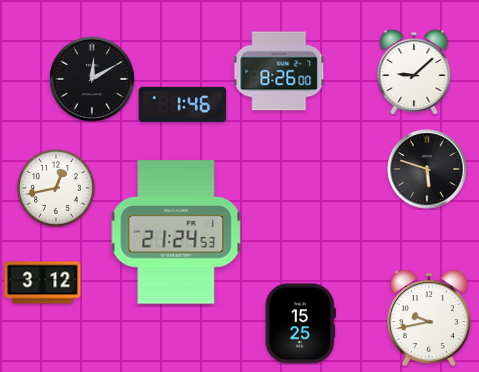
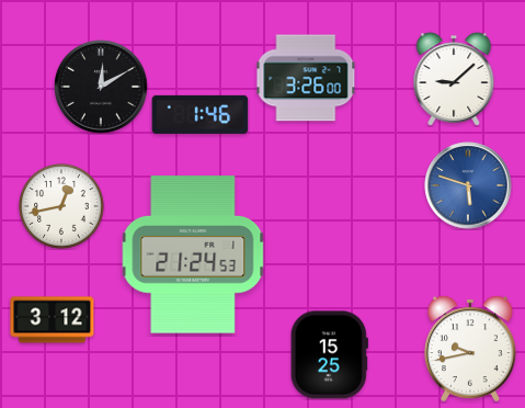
clock at (279, 71): 8:26 -> 3:26
clock at (427, 169) dial: black -> blue
clock at (43, 283) position: (43, 283) -> (53, 320)
